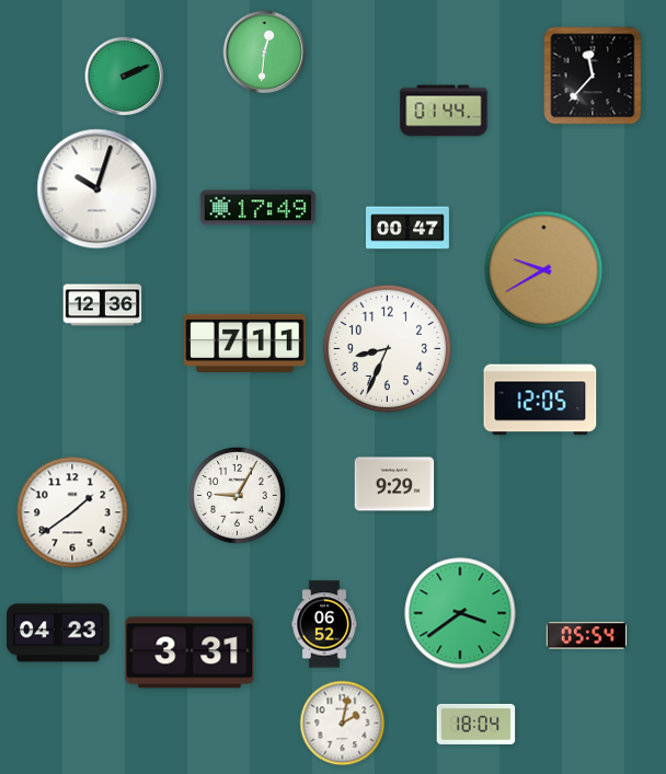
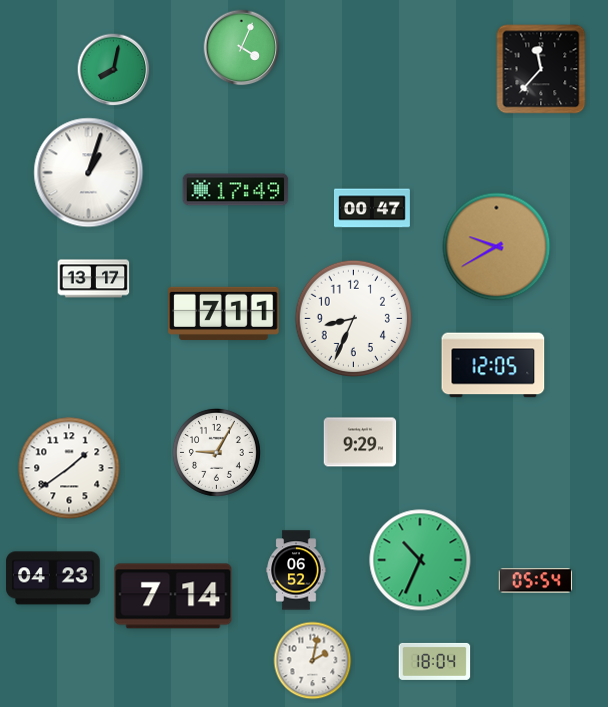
clock at (265, 53): 12:31 -> 4:04
clock at (125, 77): 2:11 -> 8:02
clock at (444, 111): 01:44 -> none
clock at (97, 189): 10:03 -> 1:03
clock at (103, 305): 12:36 -> 13:17
clock at (72, 512) position: (72, 512) -> (69, 468)
clock at (460, 613): 3:39 -> 10:34
clock at (190, 652): 3:31 -> 7:14
